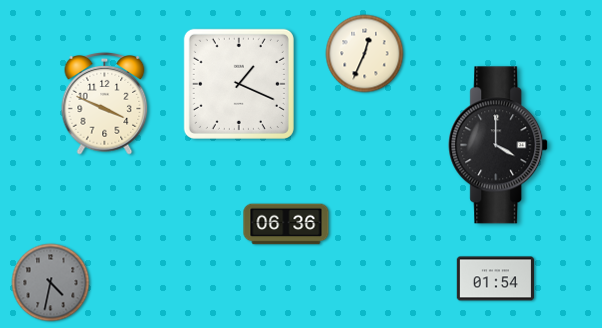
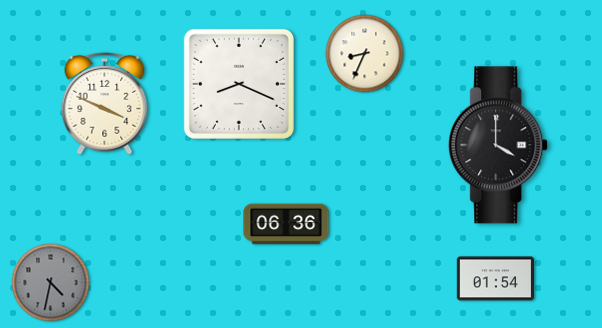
clock at (365, 54): 12:34 -> 8:34
clock at (239, 84): 1:19 -> 8:19
